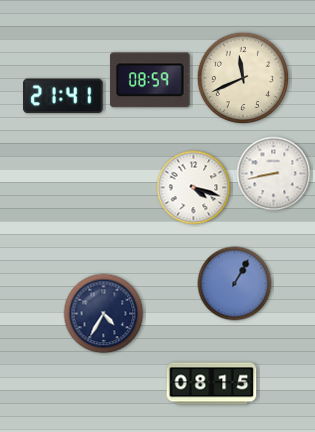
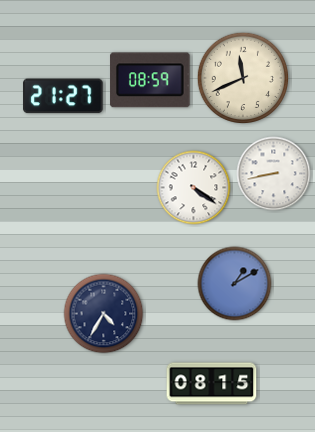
clock at (63, 96): 21:41 -> 21:27
clock at (194, 188): 4:18 -> 4:21
clock at (235, 284): 1:05 -> 1:10
